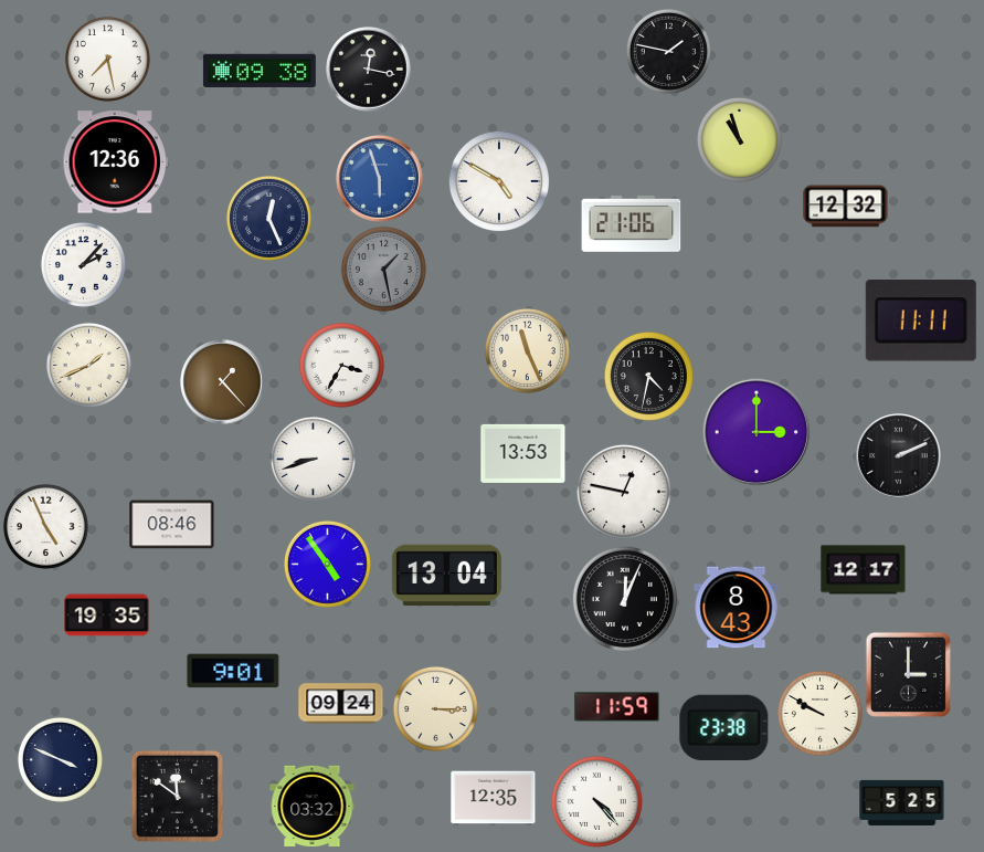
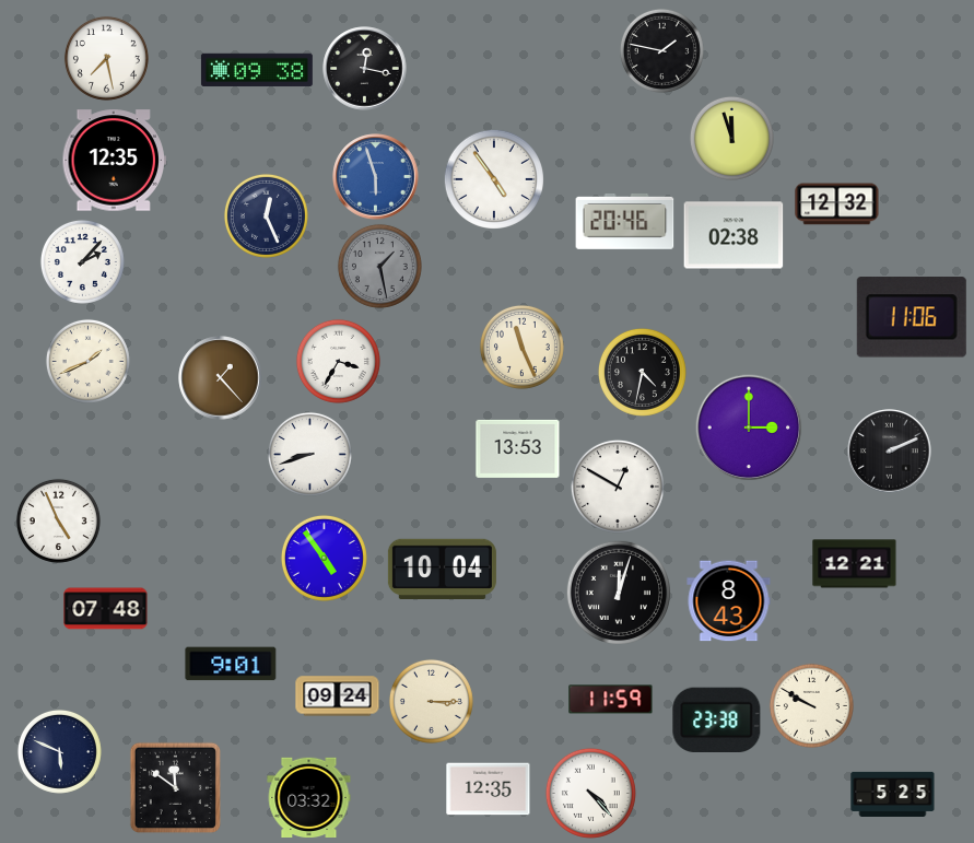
clock at (739, 139): 10:57 -> 11:57
clock at (115, 162): 12:36 -> 12:35
clock at (499, 181): 4:50 -> 4:54
clock at (632, 224): 21:06 -> 20:46
clock at (734, 235): none -> 02:38
clock at (921, 320): 11:11 -> 11:06
clock at (624, 492): 12:47 -> 12:50
clock at (172, 525): 08:46 -> none
clock at (45, 526) position: (45, 526) -> (58, 520)
clock at (864, 570): 12:17 -> 12:21
clock at (446, 575): 13:04 -> 10:04
clock at (625, 599): 12:04 -> 12:03
clock at (107, 616): 19:35 -> 07:48
clock at (908, 674): 3:00 -> none
clock at (60, 759): 3:49 -> 5:49
